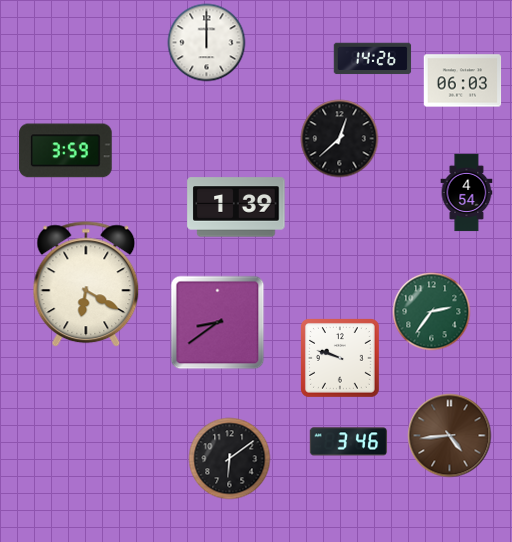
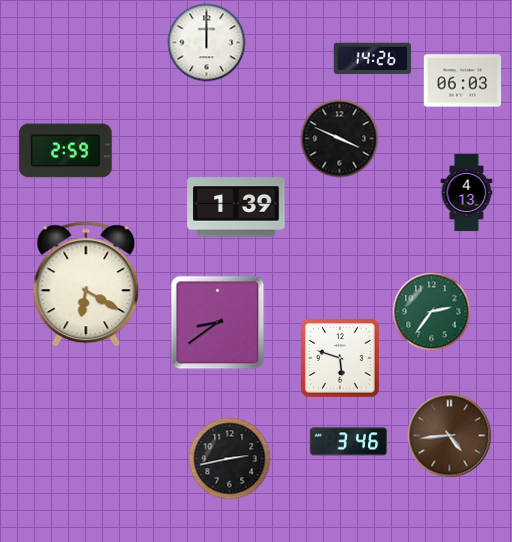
clock at (339, 138): 12:38 -> 3:49
clock at (66, 151): 3:59 -> 2:59
clock at (467, 192): 4:54 -> 4:13
clock at (340, 358): 9:48 -> 5:48
clock at (229, 458): 6:09 -> 2:43
